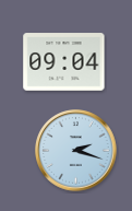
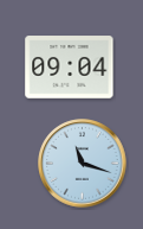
clock at (76, 151): 2:18 -> 11:18
